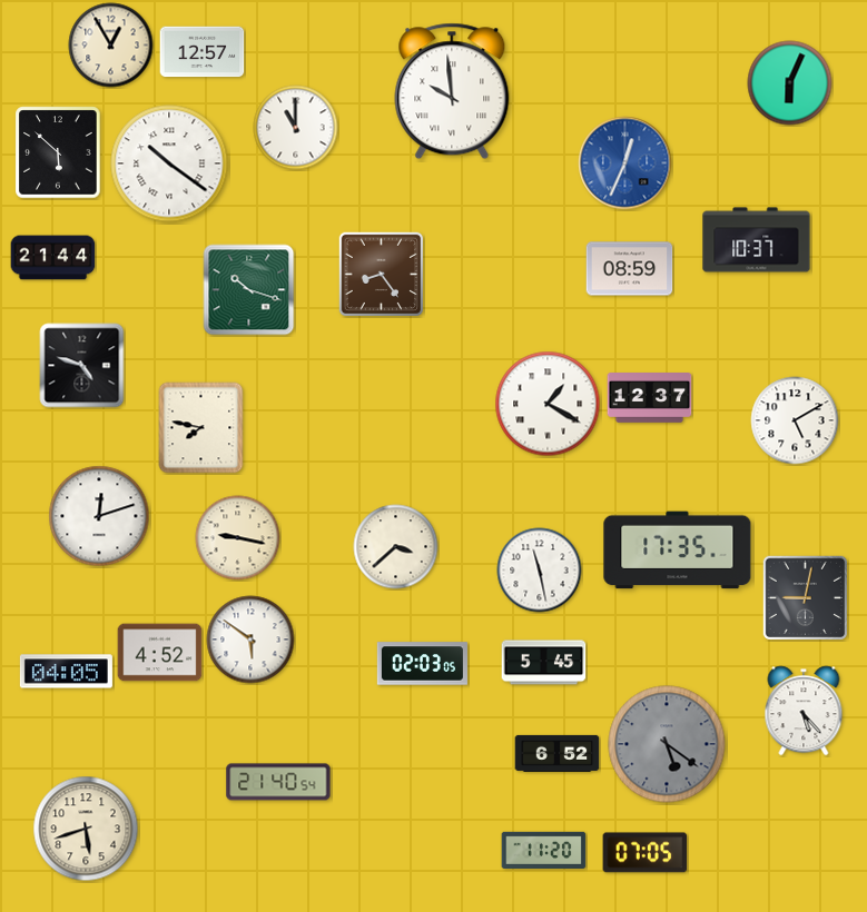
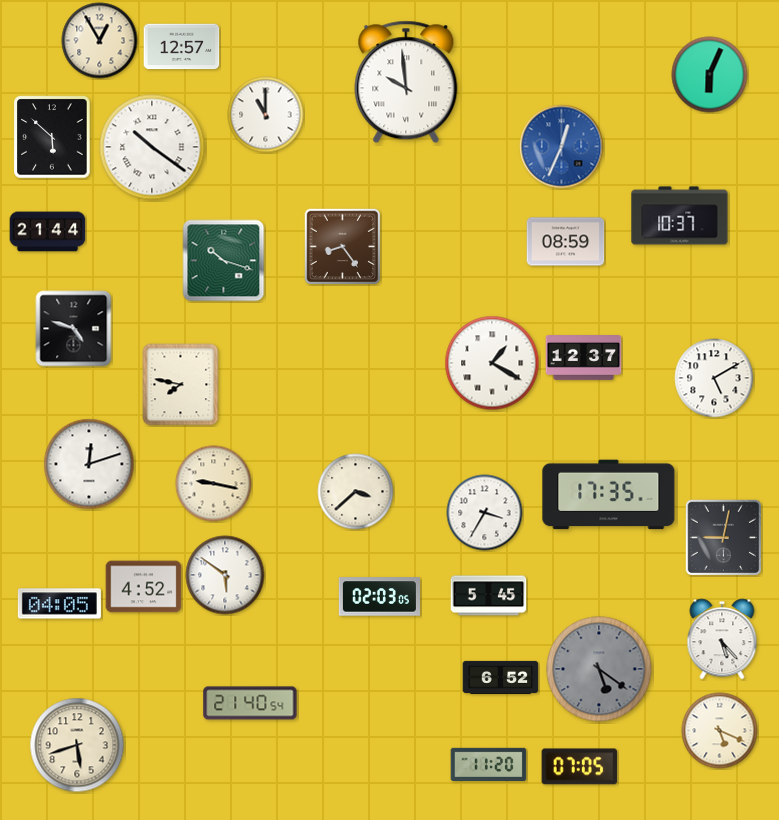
clock at (540, 571): 11:28 -> 3:35
clock at (720, 731): none -> 5:19
